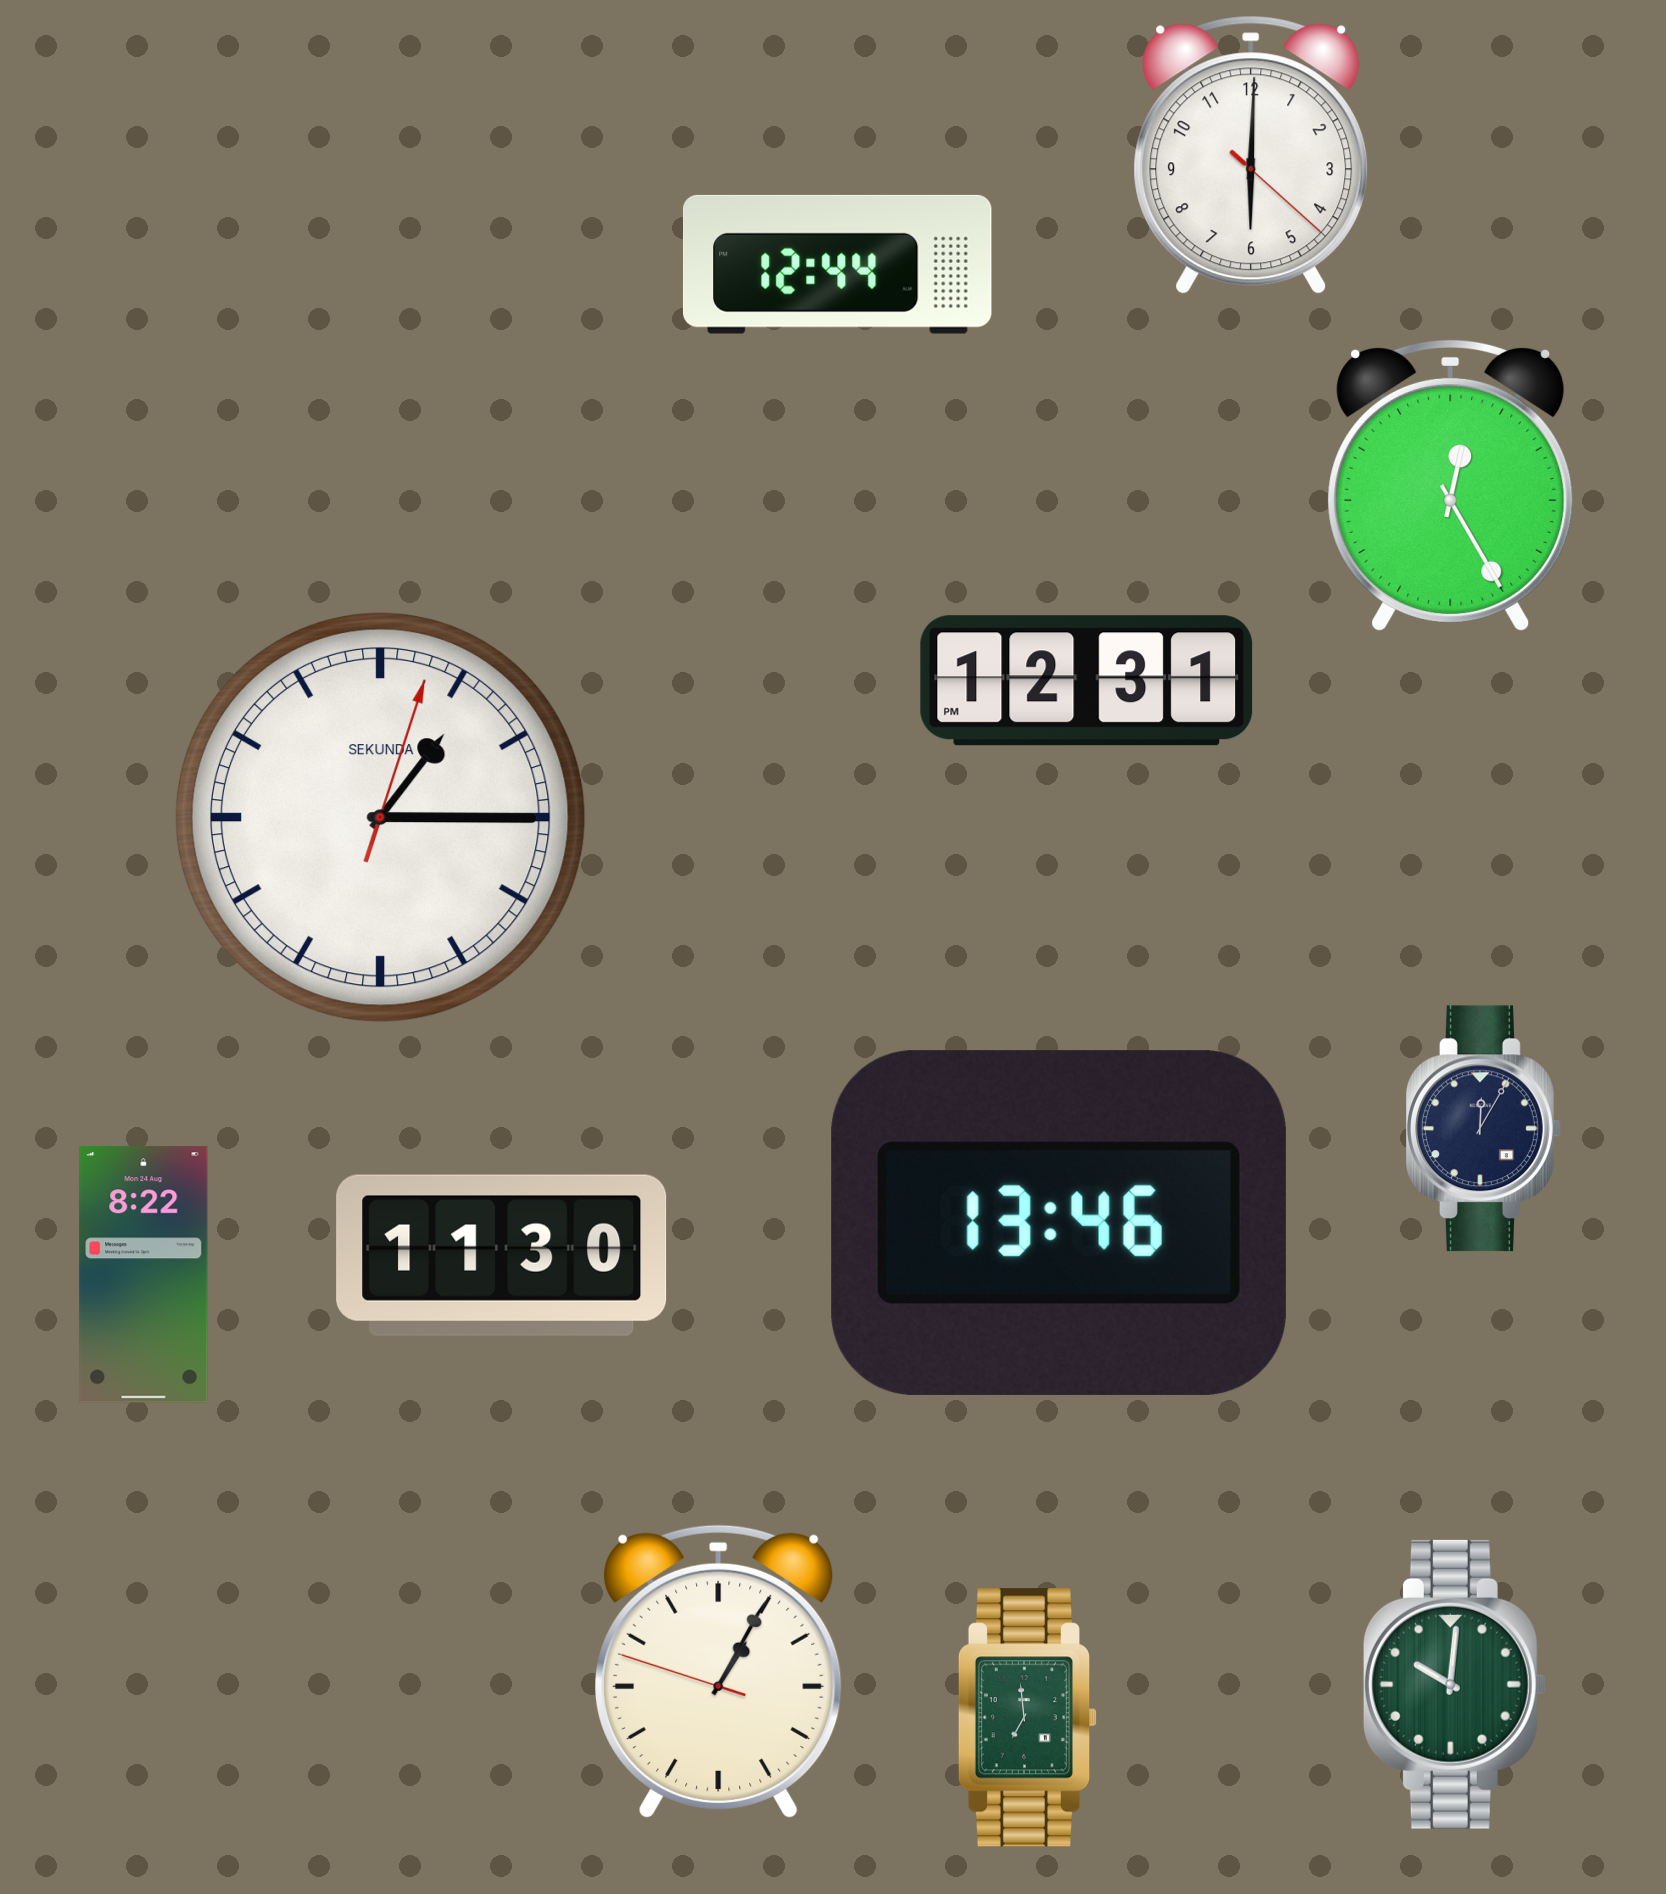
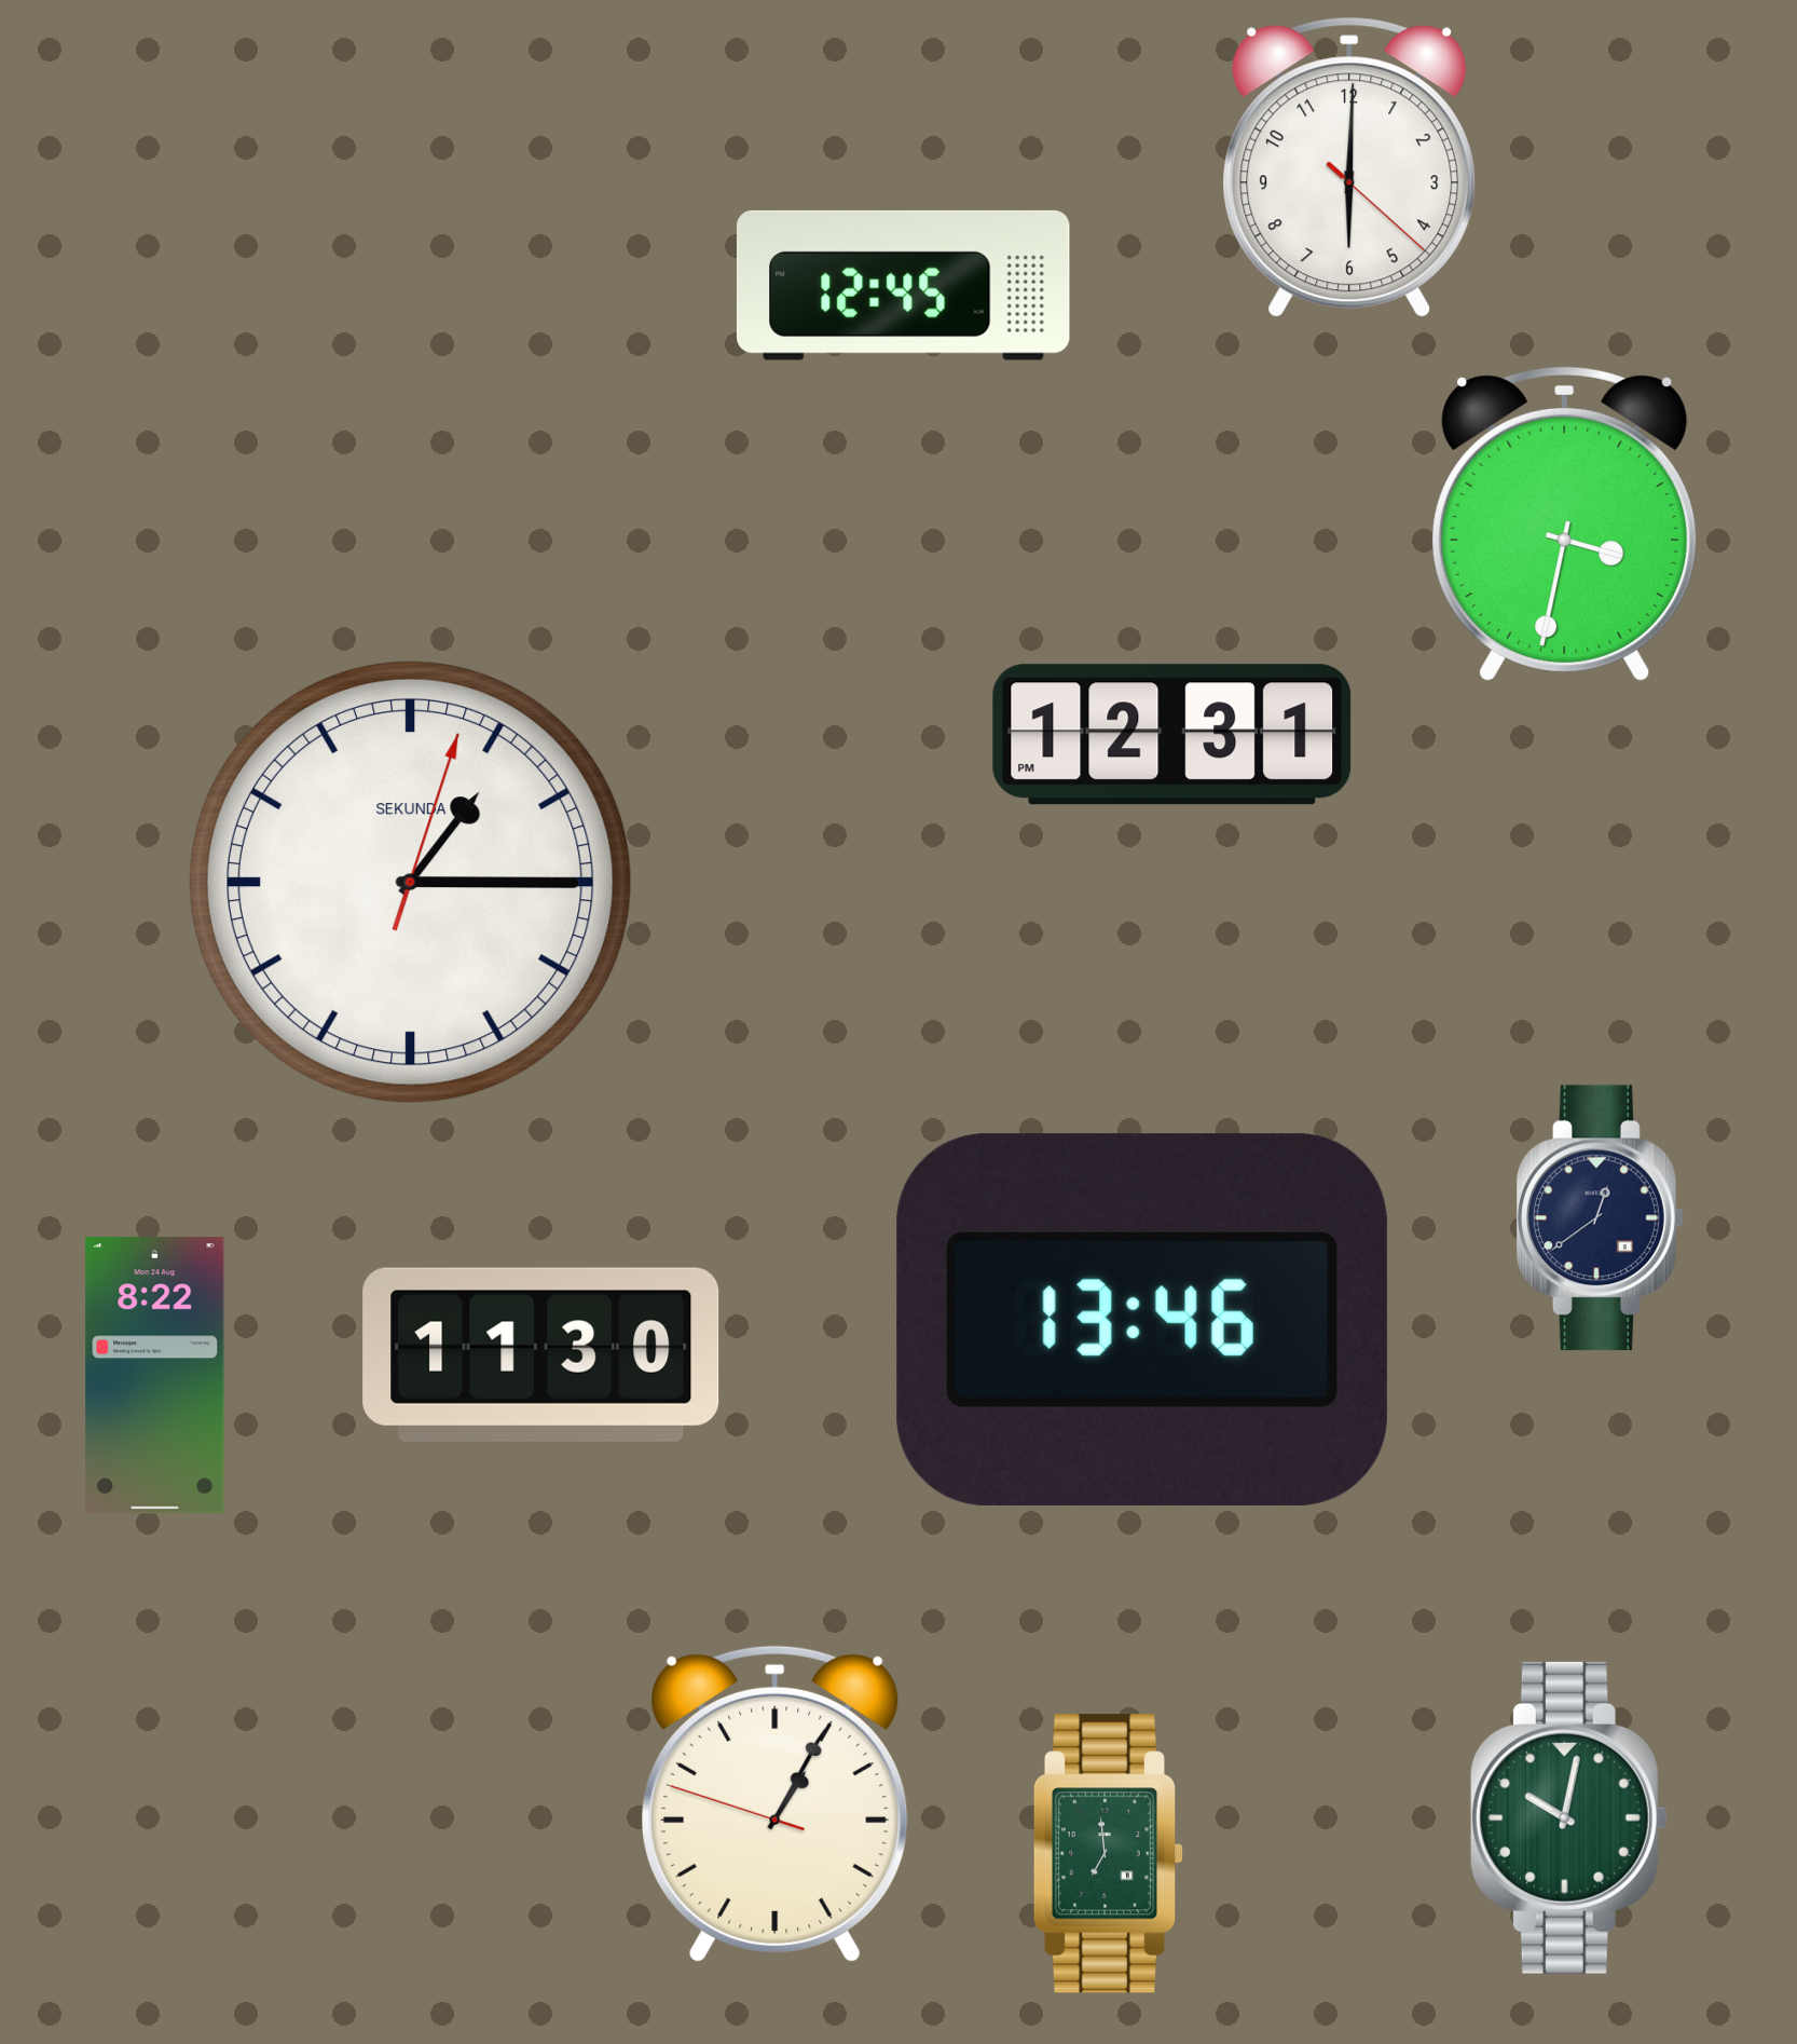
clock at (837, 264): 12:44 -> 12:45
clock at (1451, 485): 12:25 -> 3:32
clock at (1484, 1129): 12:05 -> 12:39
clock at (1454, 1684): 10:01 -> 10:02
